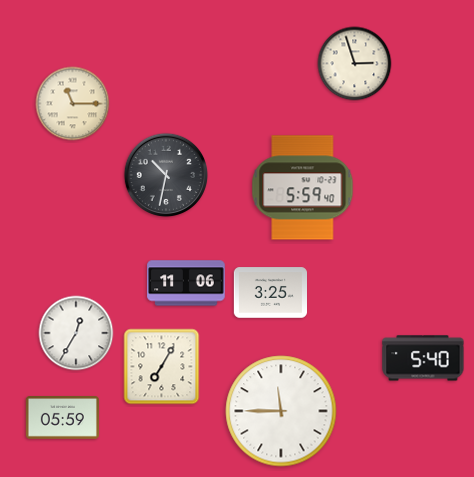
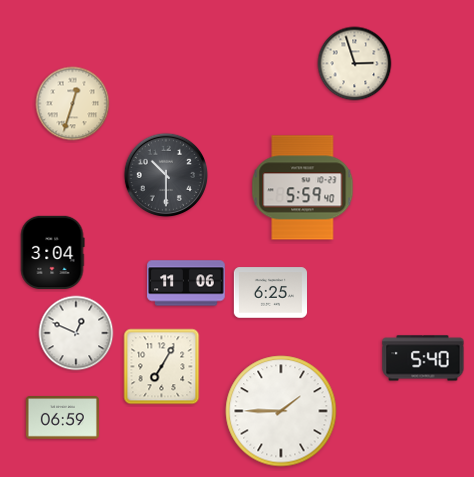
clock at (73, 104): 11:15 -> 12:33
clock at (166, 175): 10:32 -> 10:30
clock at (52, 252): none -> 3:04
clock at (270, 293): 3:25 -> 6:25
clock at (76, 333): 12:35 -> 12:49
clock at (281, 411): 11:45 -> 1:45
clock at (62, 418): 05:59 -> 06:59
